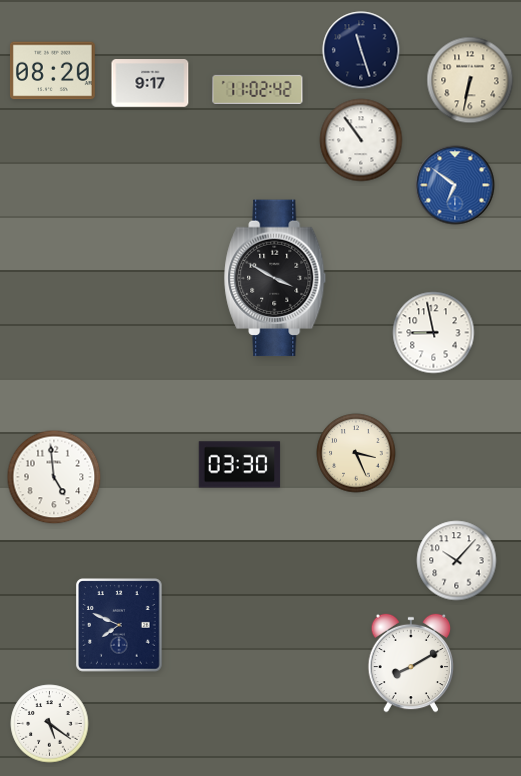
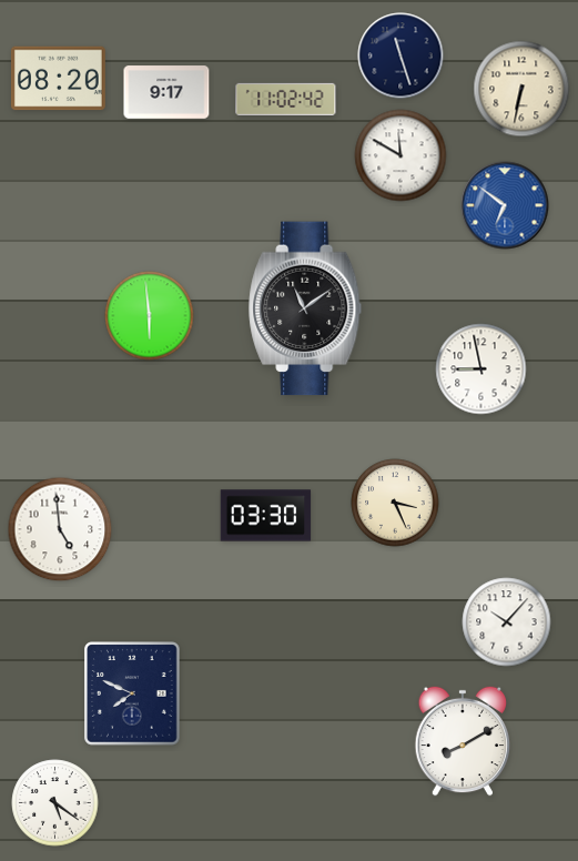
clock at (361, 140): 10:54 -> 11:50
clock at (276, 278): 3:50 -> 11:09
clock at (150, 316): none -> 5:59
clock at (411, 663) position: (411, 663) -> (463, 741)
